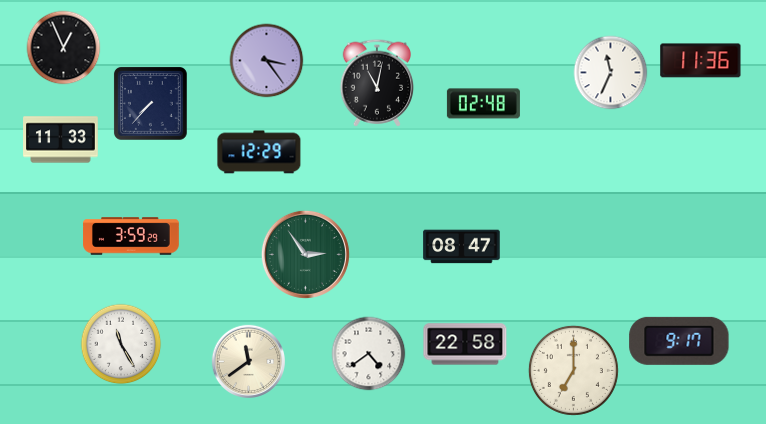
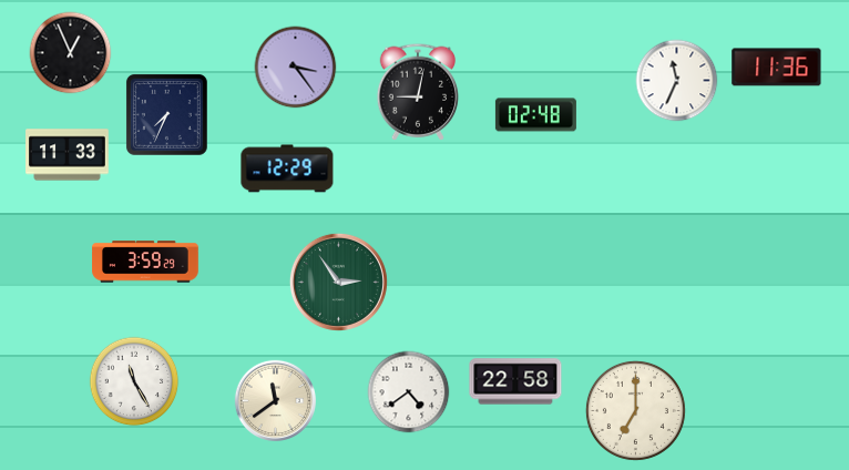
clock at (377, 83): 11:02 -> 9:02
clock at (150, 103): 7:37 -> 7:34
clock at (462, 247): 08:47 -> none
clock at (679, 341): 9:17 -> none
